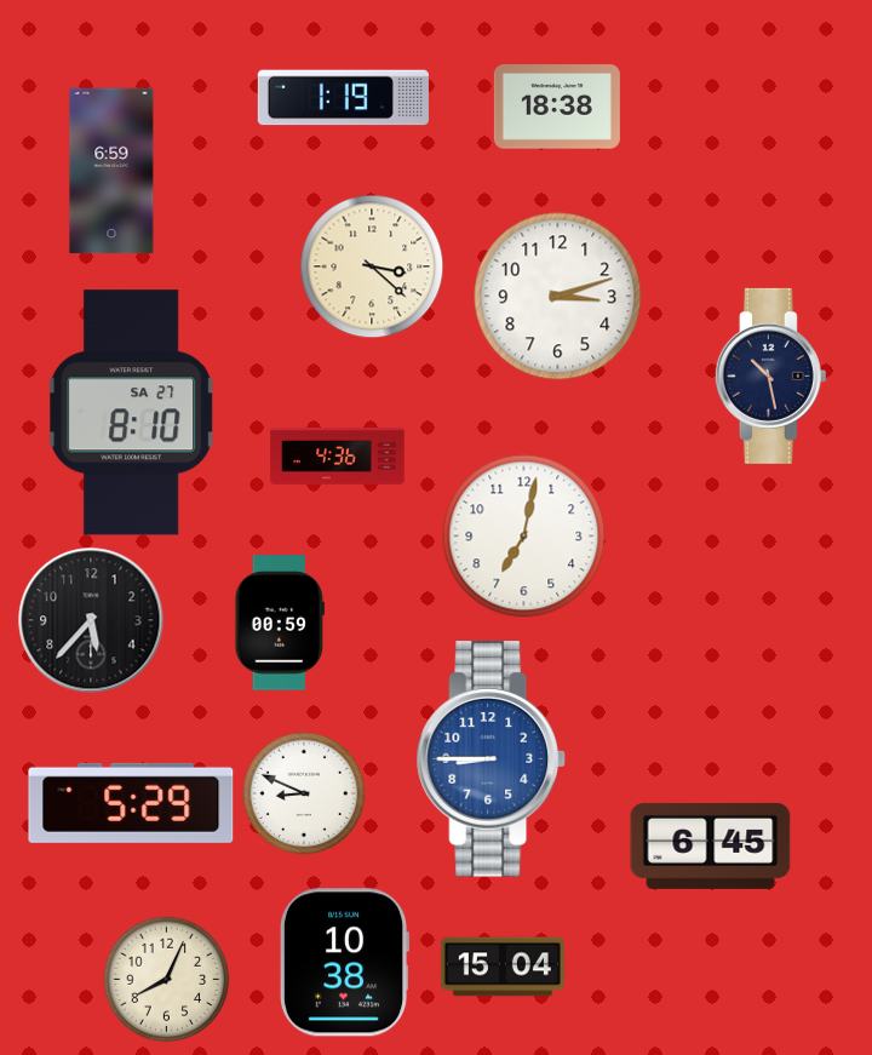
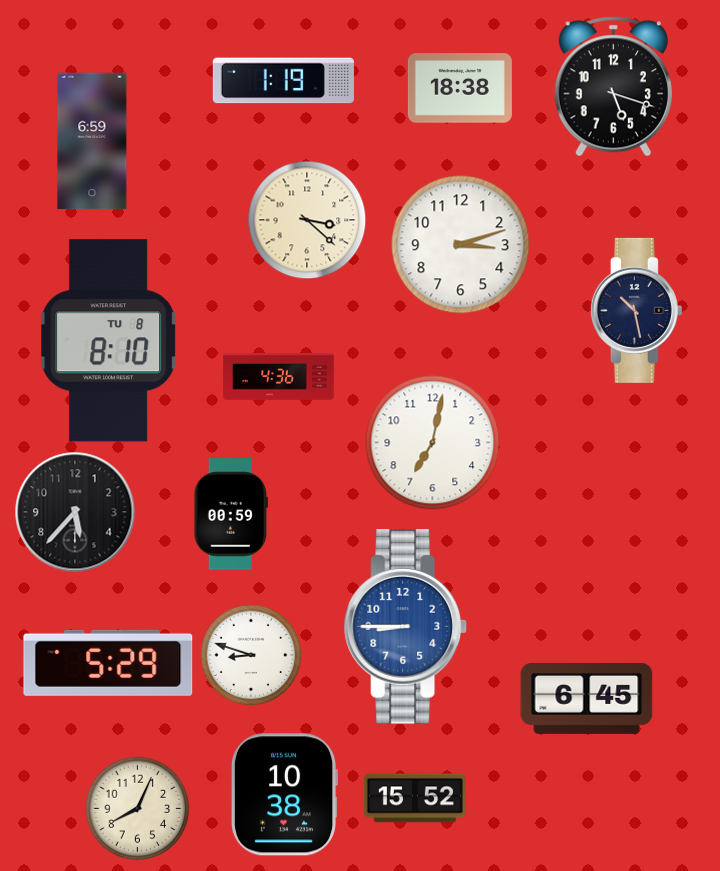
clock at (613, 87): none -> 5:18
clock at (132, 413) date: SA 27 -> TU 8
clock at (304, 793): 8:49 -> 8:48
clock at (503, 967): 15:04 -> 15:52
